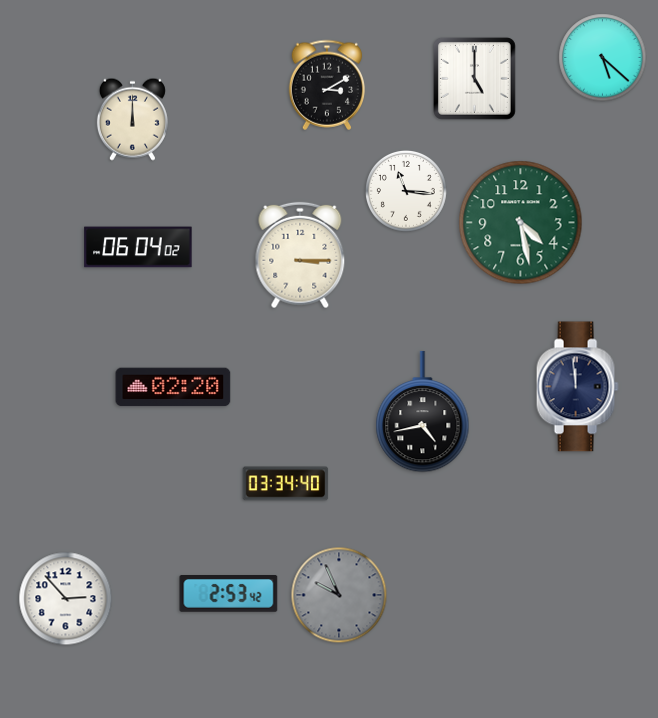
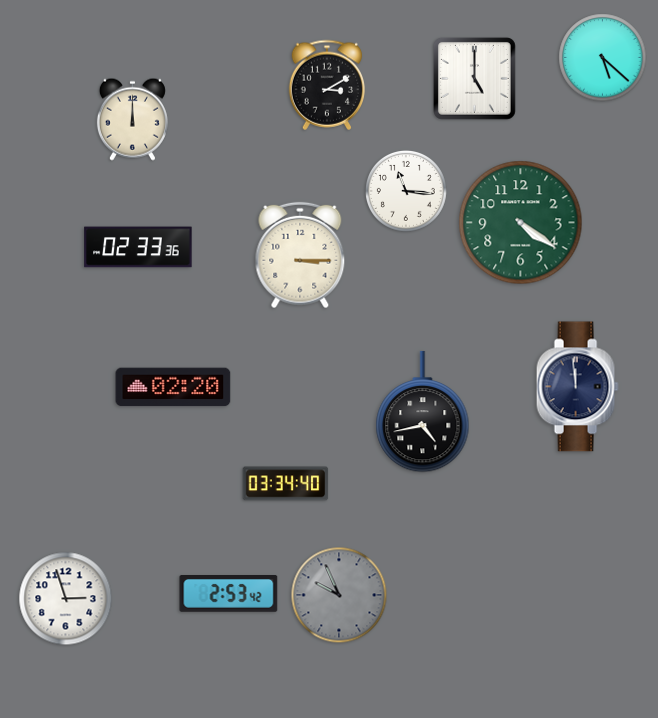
clock at (521, 223): 4:28 -> 4:21
clock at (138, 247): 06:04 -> 02:33
clock at (66, 599): 2:53 -> 2:57
